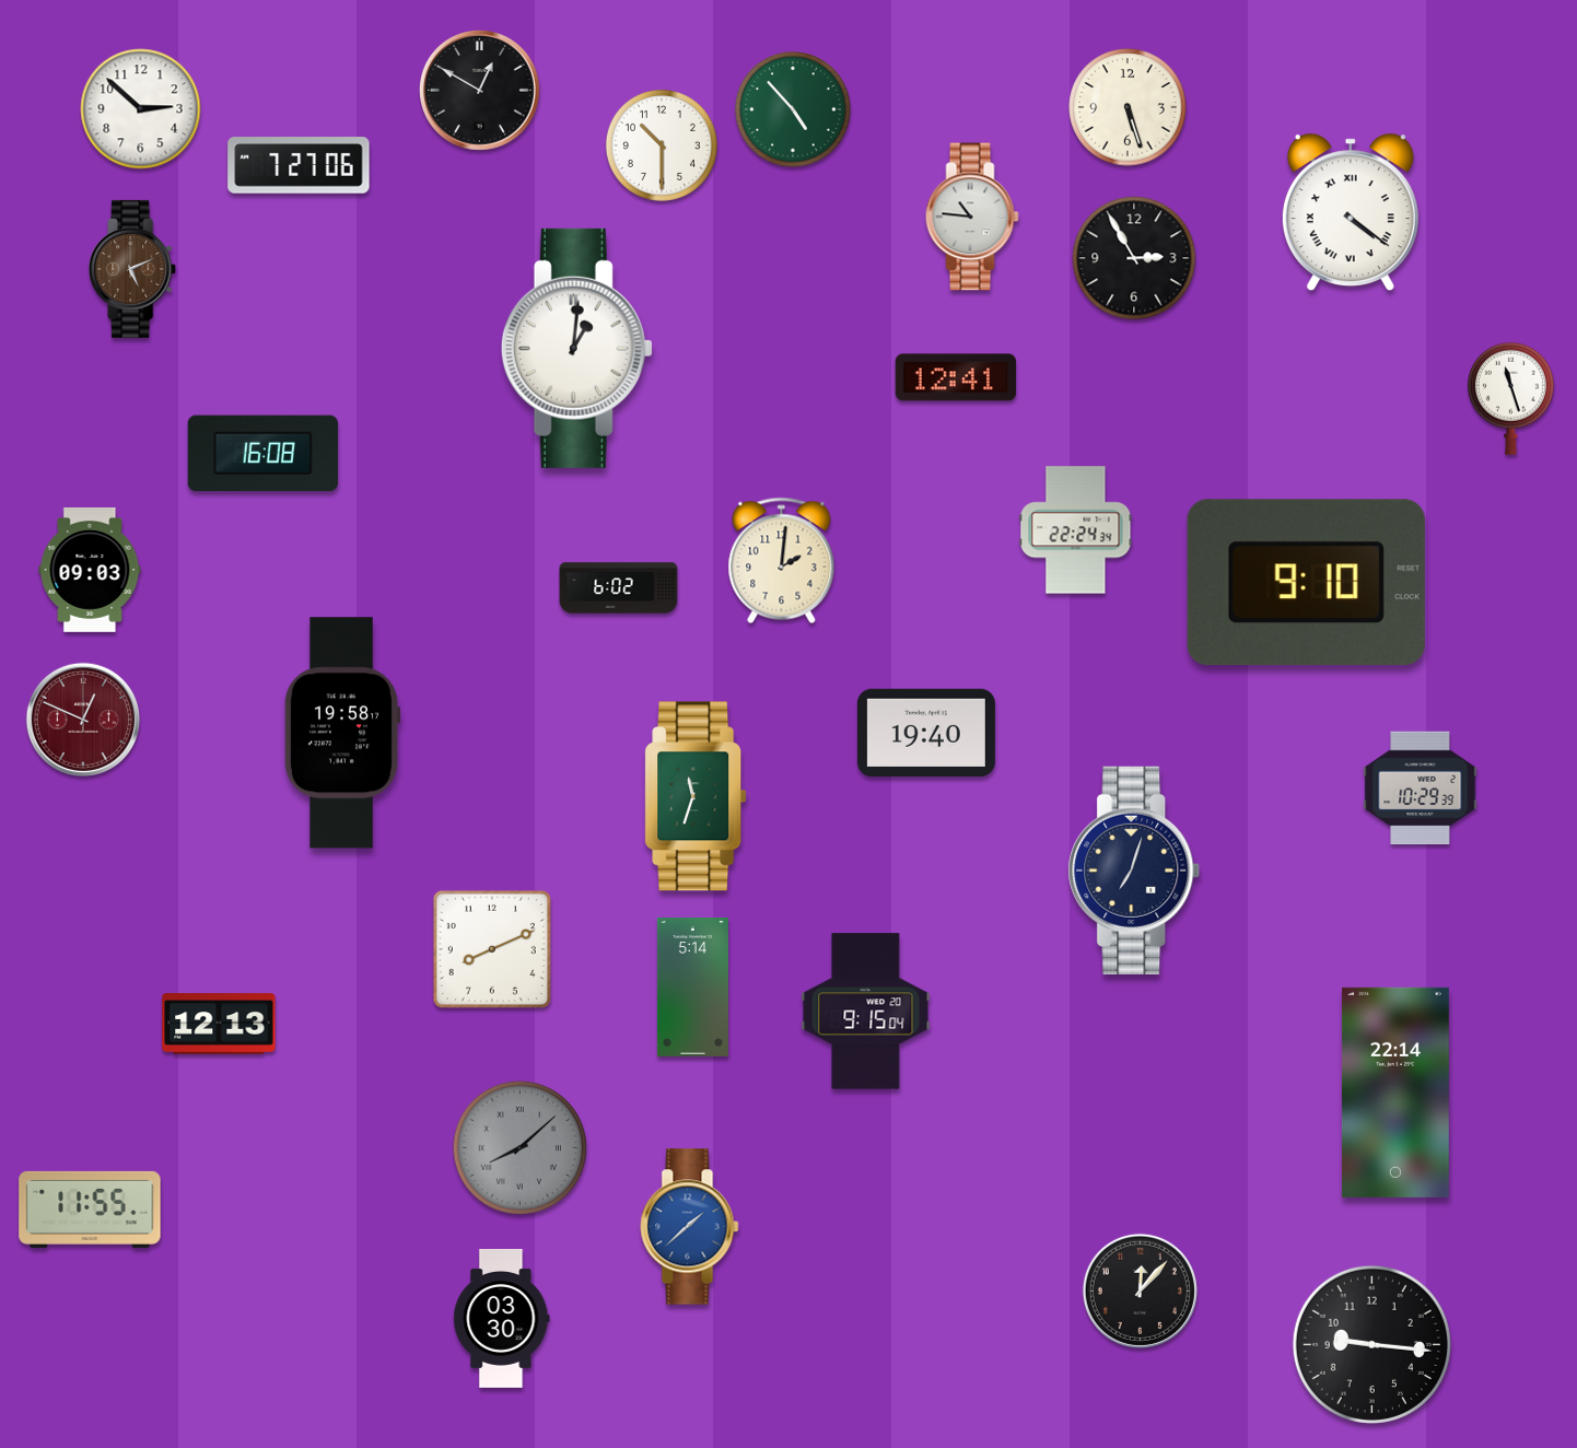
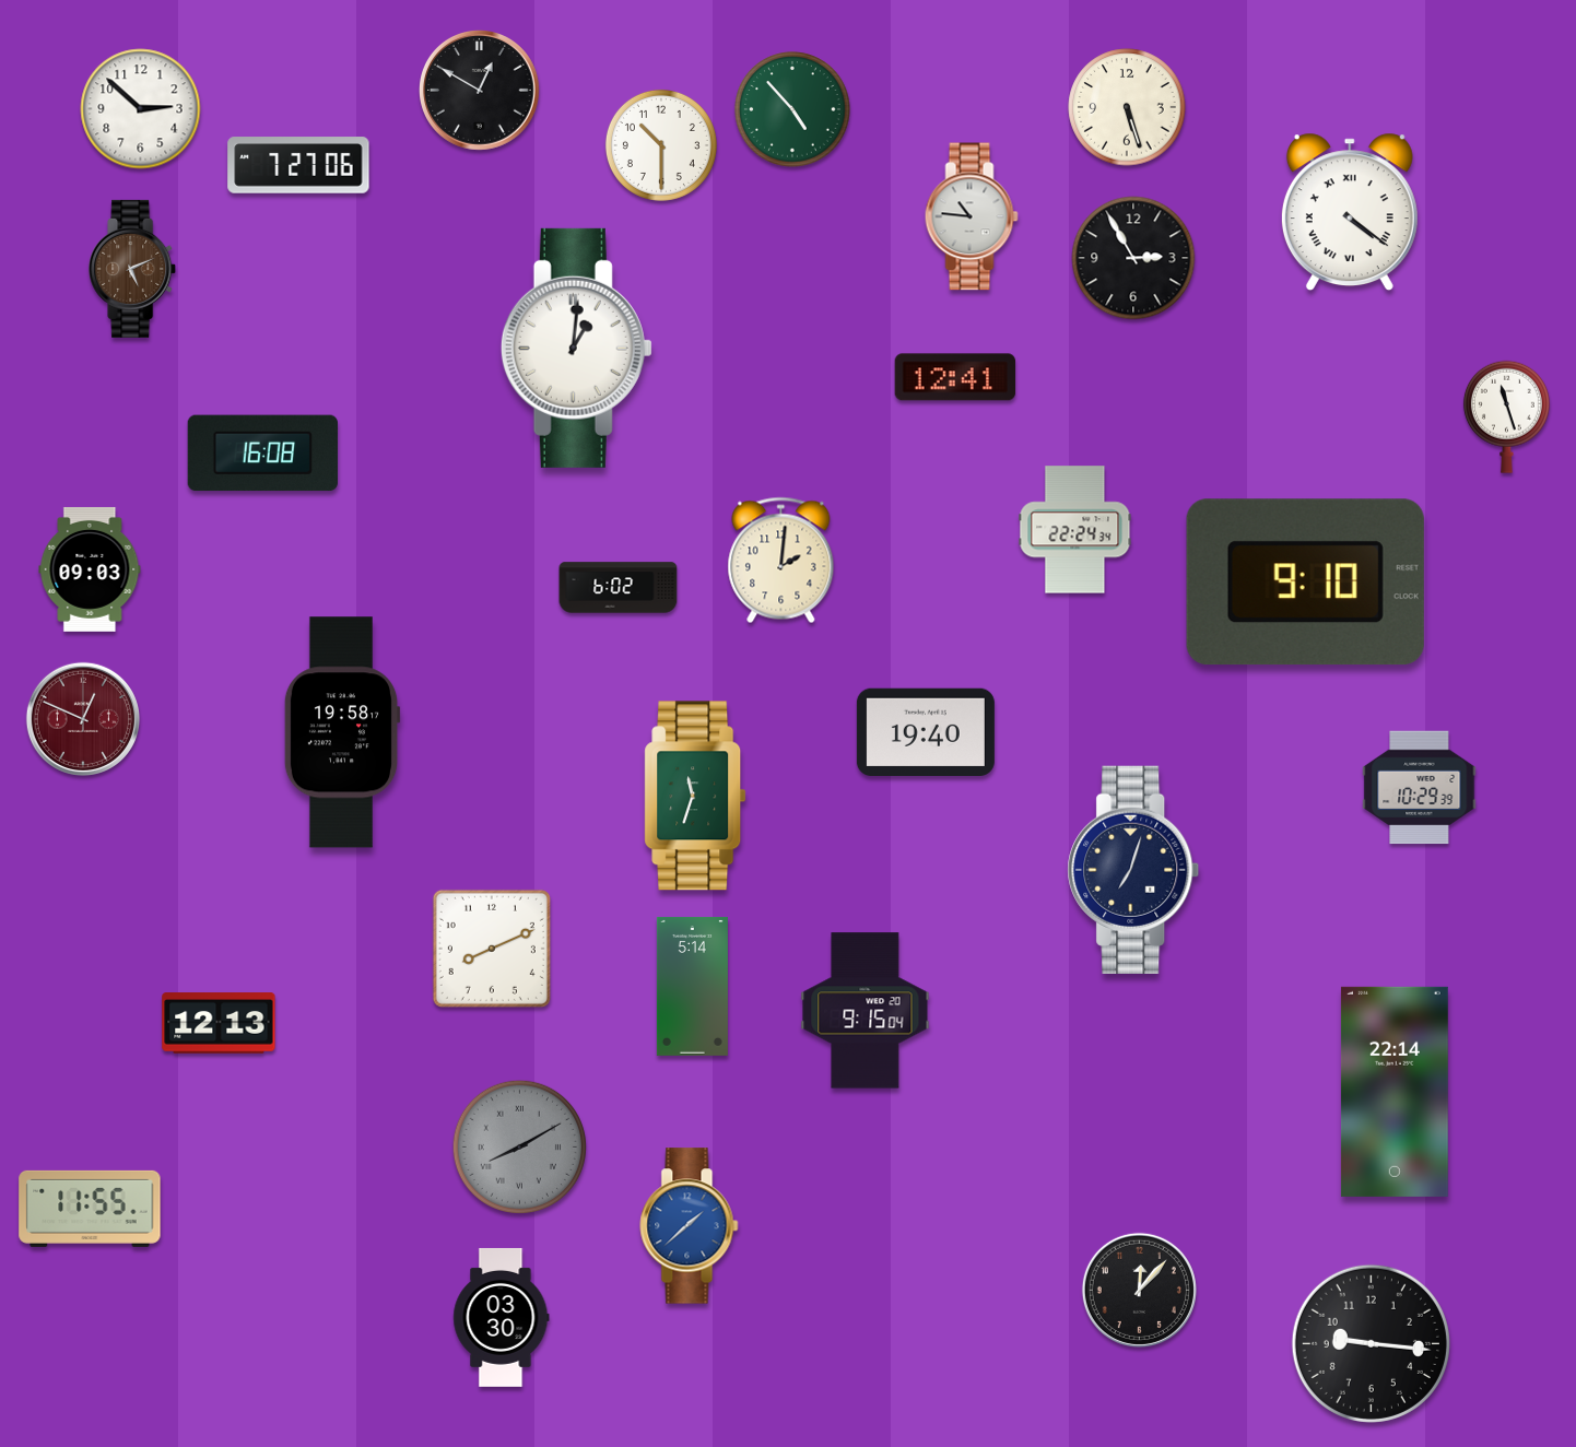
clock at (1510, 398) position: (1510, 398) -> (1506, 416)
clock at (519, 1147): 8:08 -> 8:10
